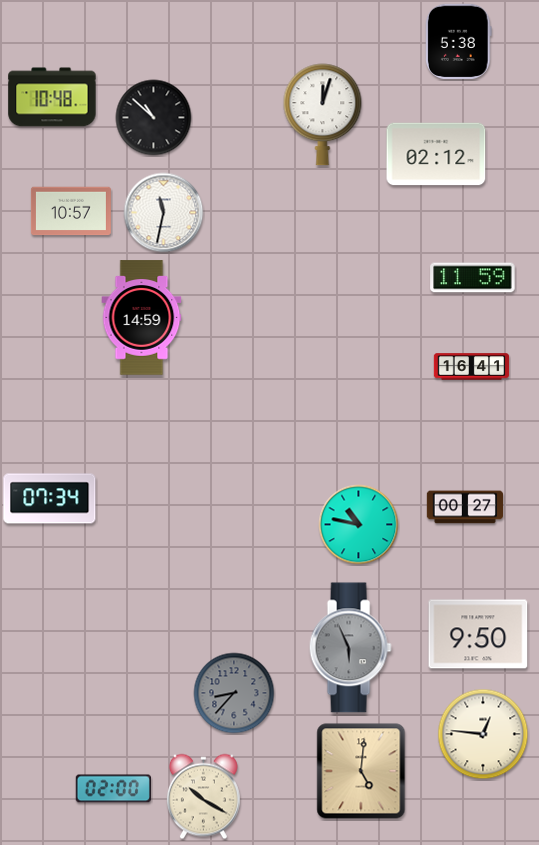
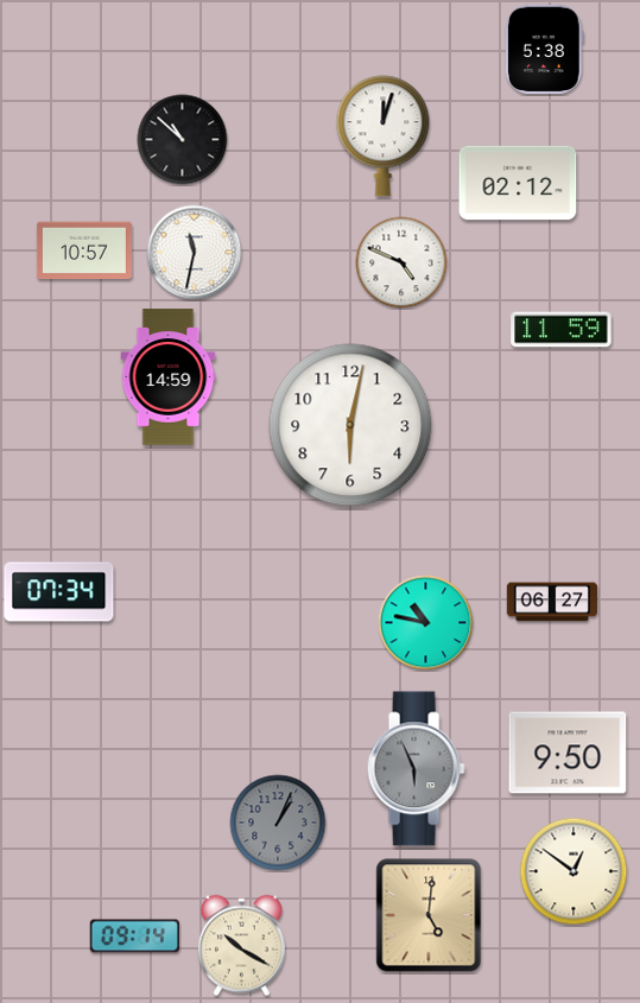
clock at (52, 97): 10:48 -> none
clock at (401, 262): none -> 4:49
clock at (350, 425): none -> 6:02
clock at (472, 367): 16:41 -> none
clock at (464, 507): 00:27 -> 06:27
clock at (234, 693): 8:37 -> 1:04
clock at (483, 734): 12:46 -> 12:51
clock at (113, 789): 02:00 -> 09:14
